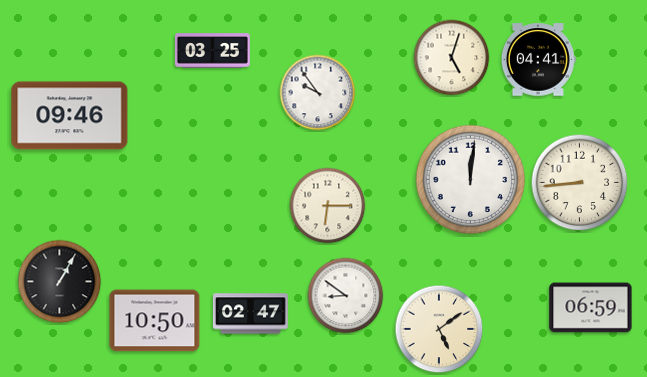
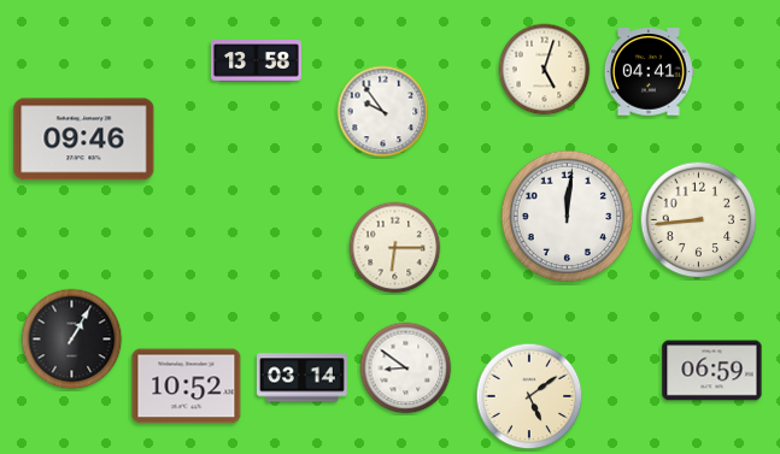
clock at (212, 51): 03:25 -> 13:58
clock at (346, 296) position: (346, 296) -> (406, 368)
clock at (250, 314): 02:47 -> 03:14
clock at (155, 321): 10:50 -> 10:52
